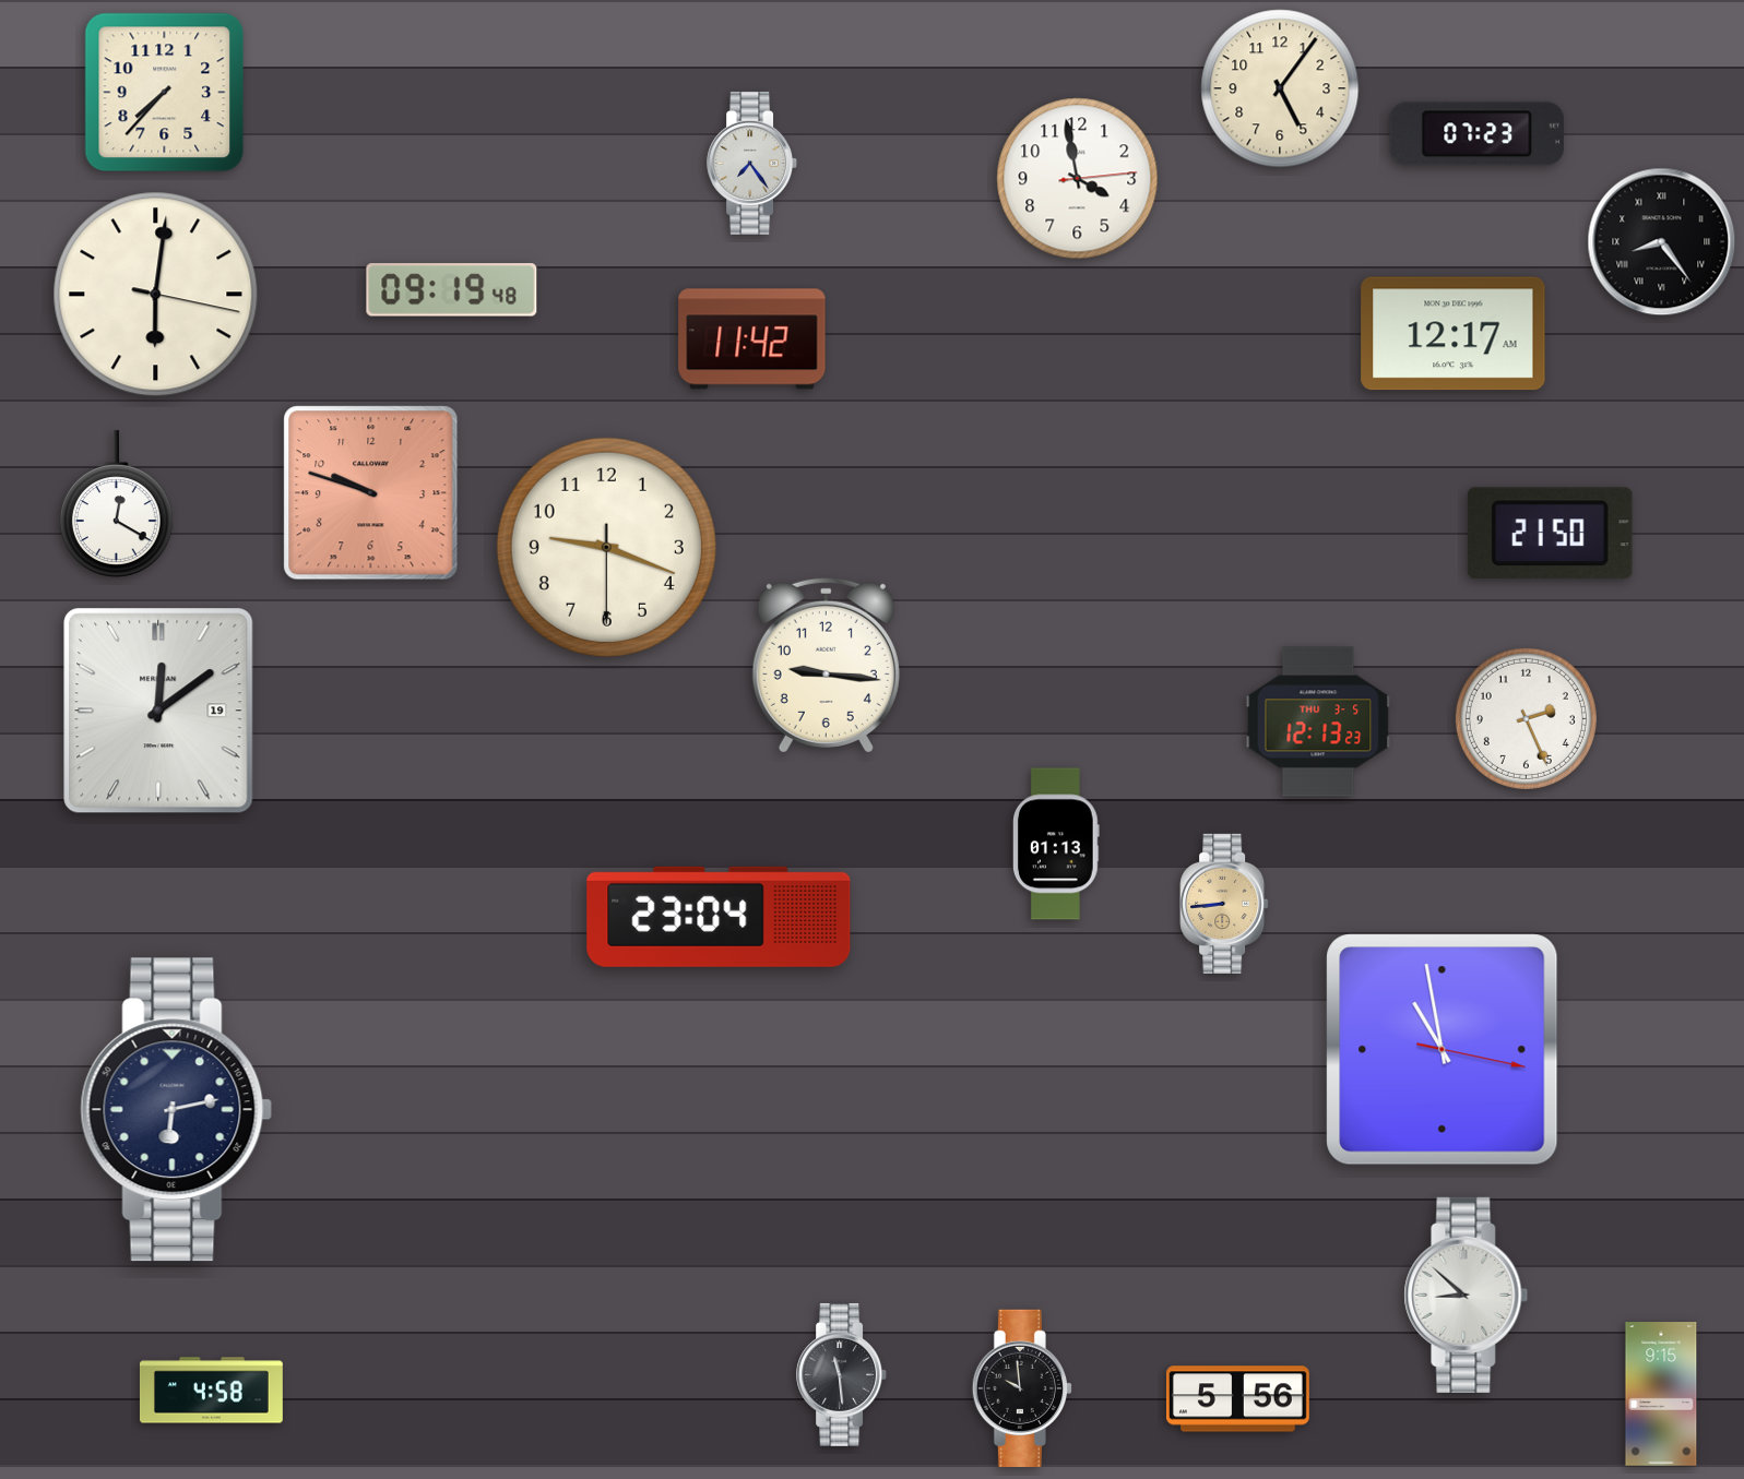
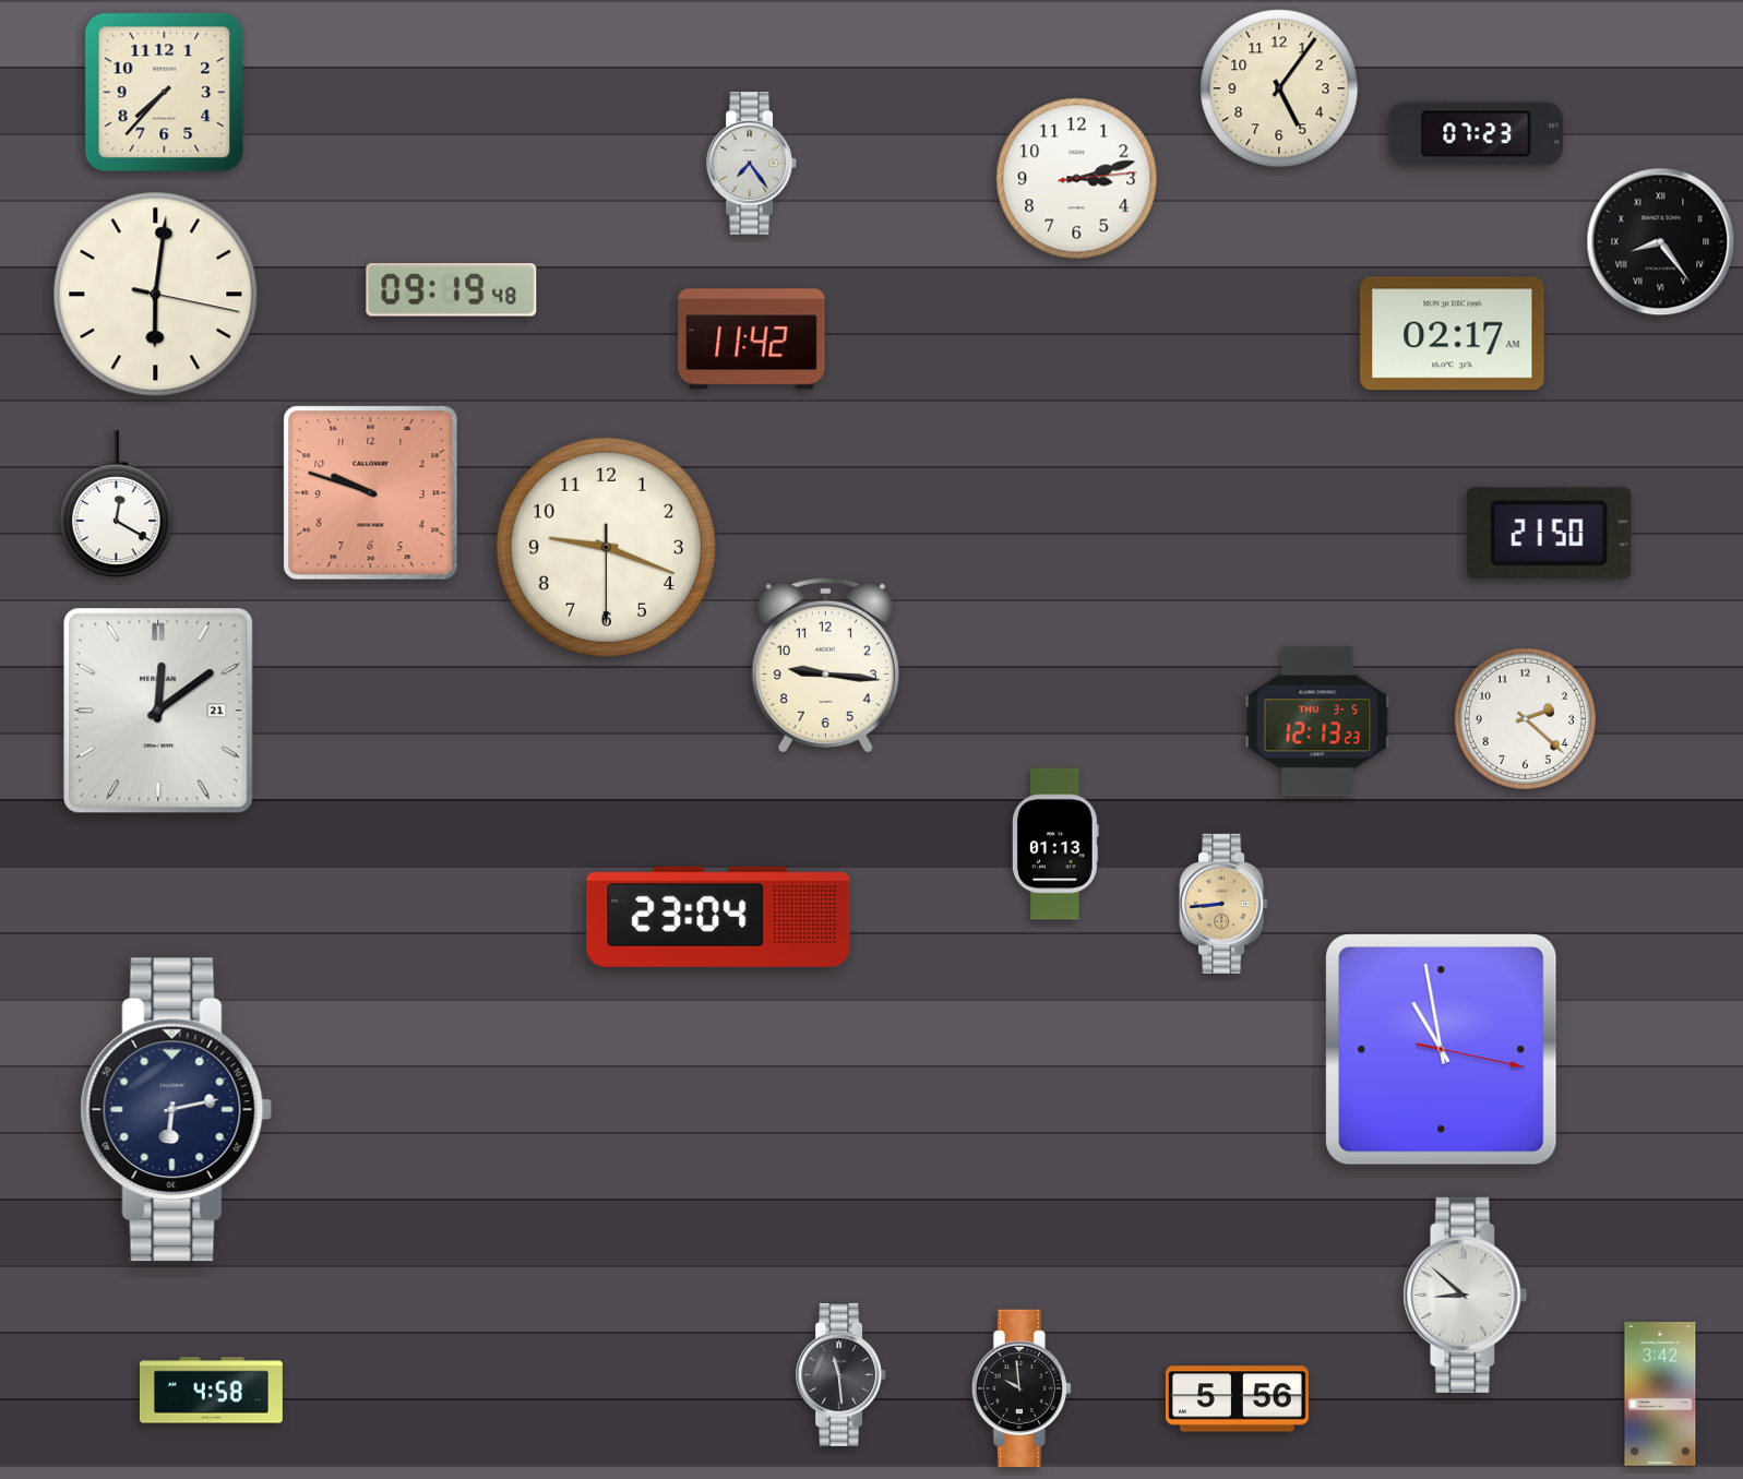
clock at (1078, 179): 3:58 -> 3:12
clock at (1454, 334): 12:17 -> 02:17
clock at (158, 711) date: 19 -> 21
clock at (1526, 718): 2:26 -> 2:22
clock at (1661, 1394): 9:15 -> 3:42
